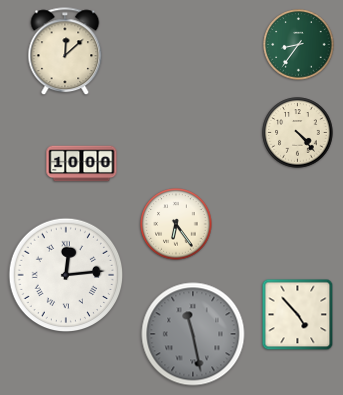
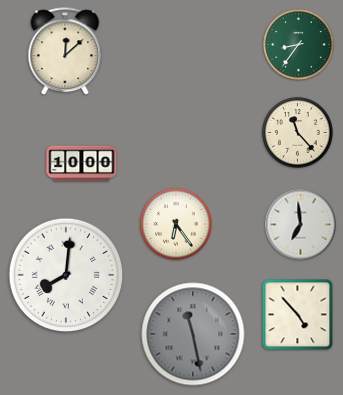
clock at (298, 133): 4:23 -> 11:23
clock at (301, 225): none -> 6:59
clock at (66, 275): 12:14 -> 8:01
